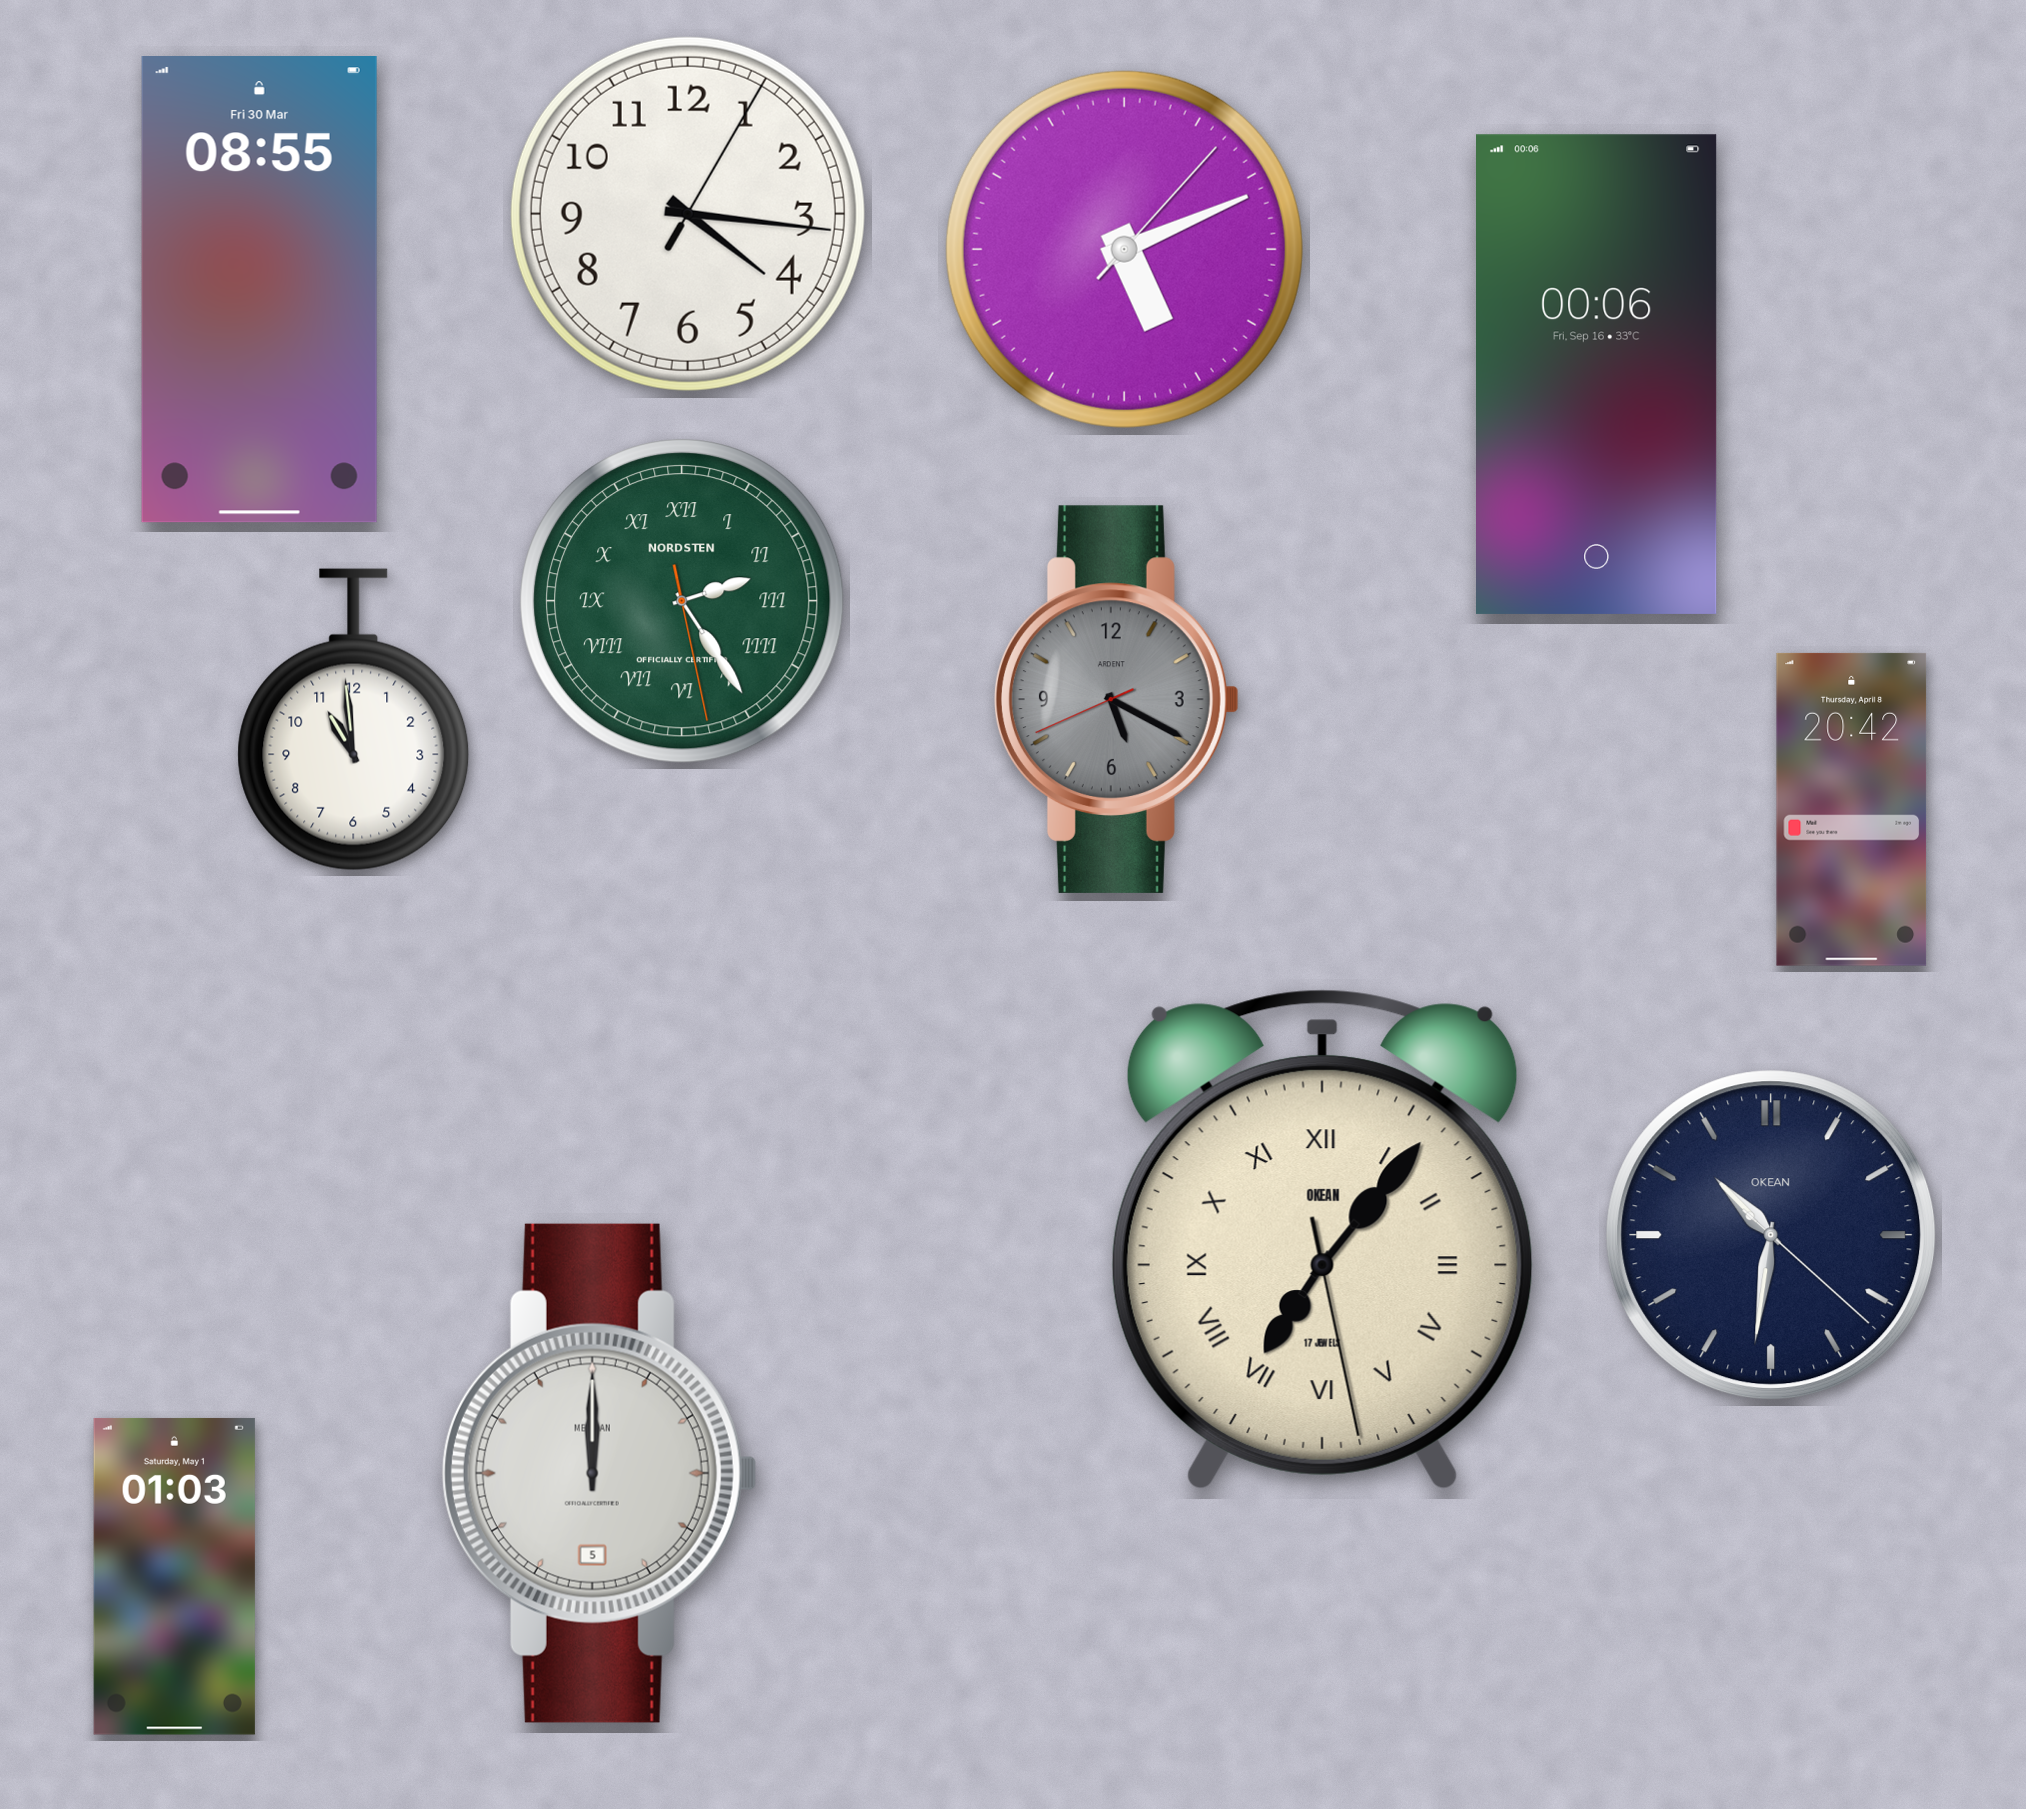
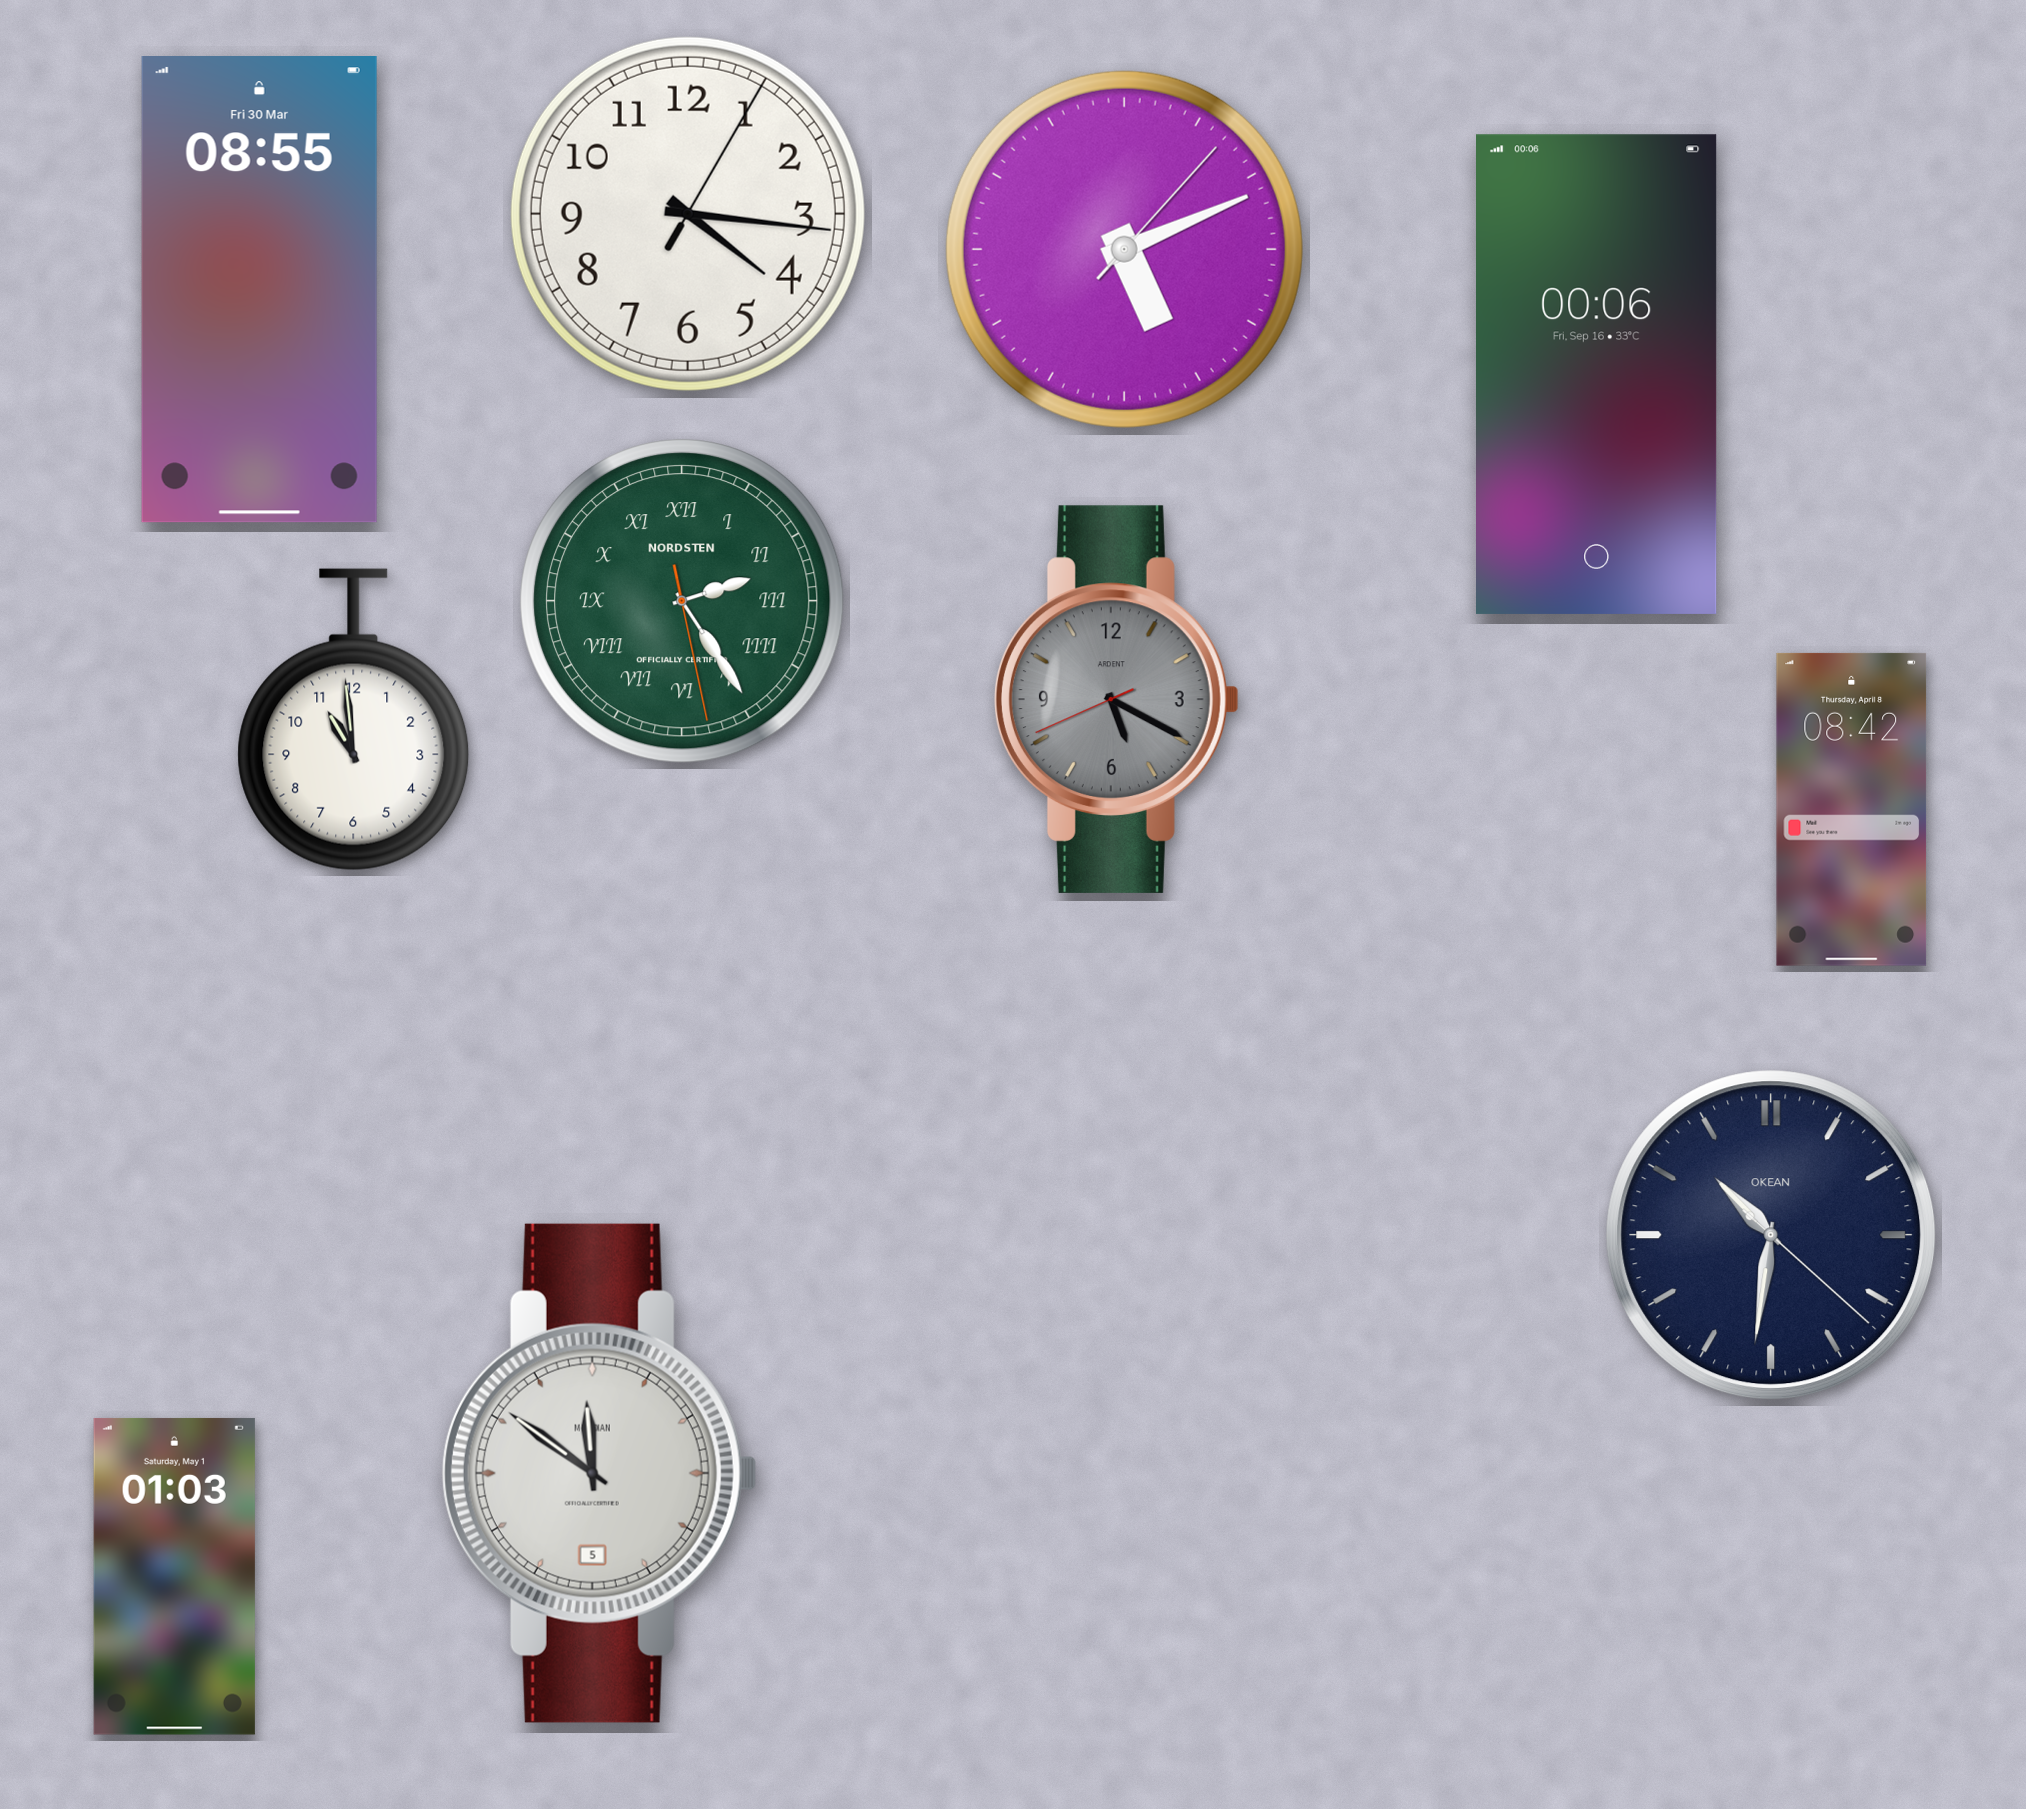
clock at (1852, 809): 20:42 -> 08:42
clock at (1322, 1239): 7:06 -> none
clock at (599, 1473): 12:00 -> 11:51
